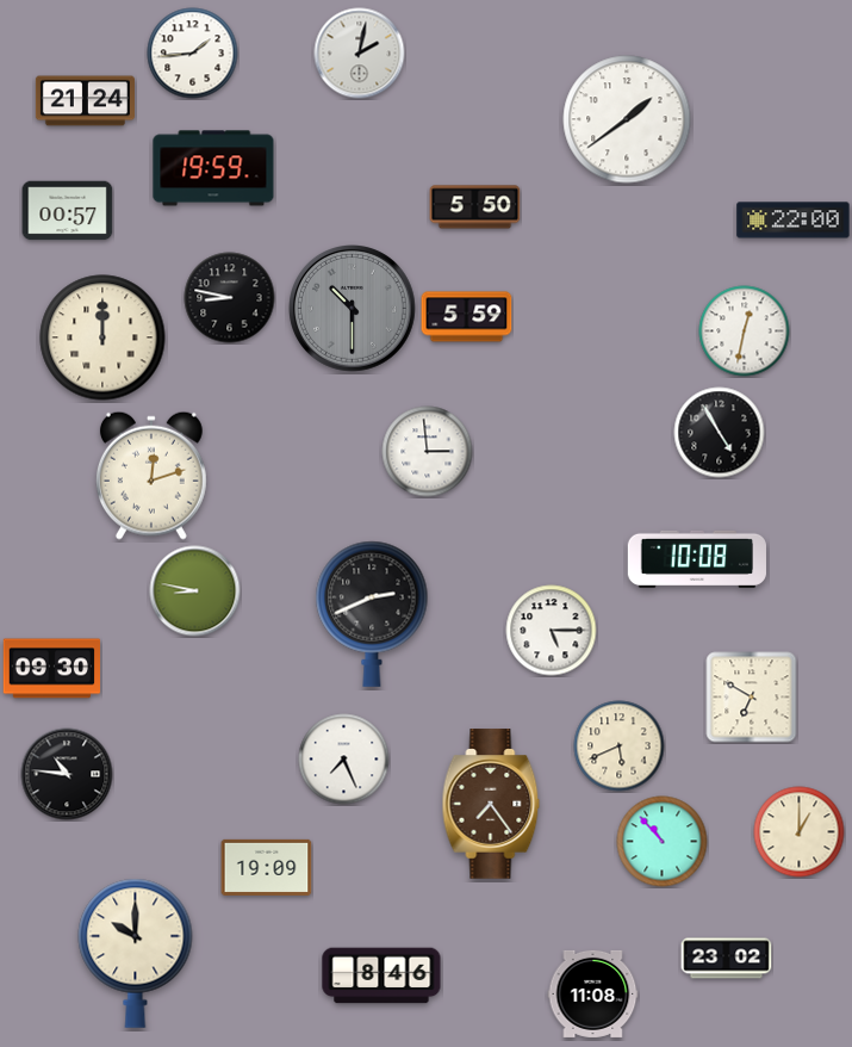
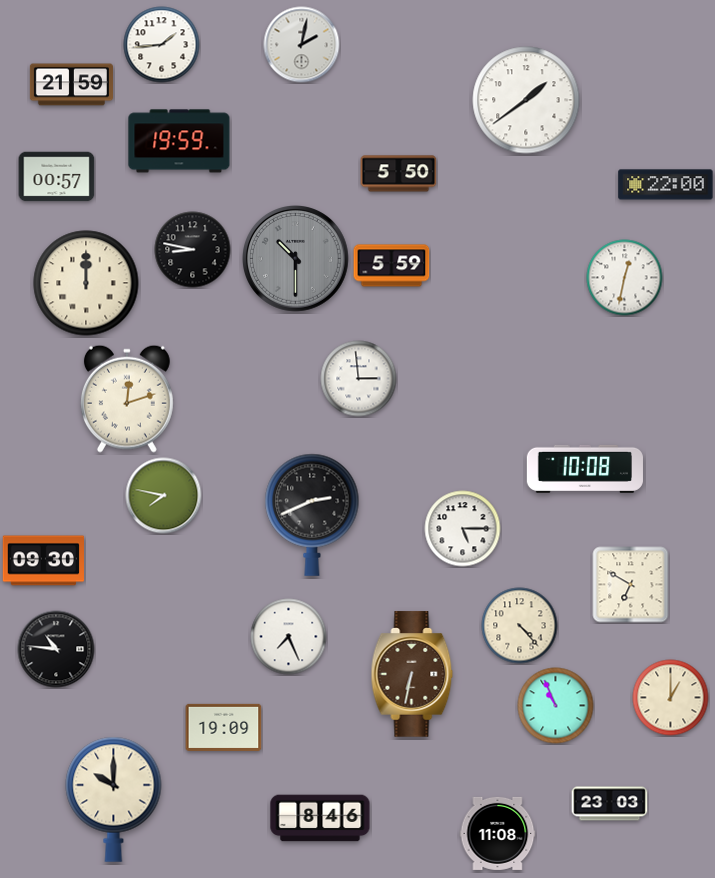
clock at (85, 101): 21:24 -> 21:59
clock at (720, 433): 4:55 -> none
clock at (195, 591): 8:47 -> 7:47
clock at (620, 746): 5:41 -> 4:23
clock at (491, 804): 7:24 -> 6:32
clock at (663, 842): 10:53 -> 10:56
clock at (727, 959): 23:02 -> 23:03
